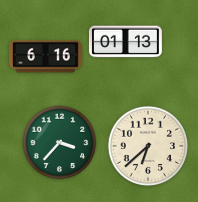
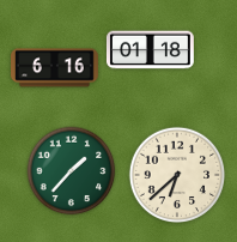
clock at (125, 42): 01:13 -> 01:18
clock at (60, 143): 3:37 -> 1:37
